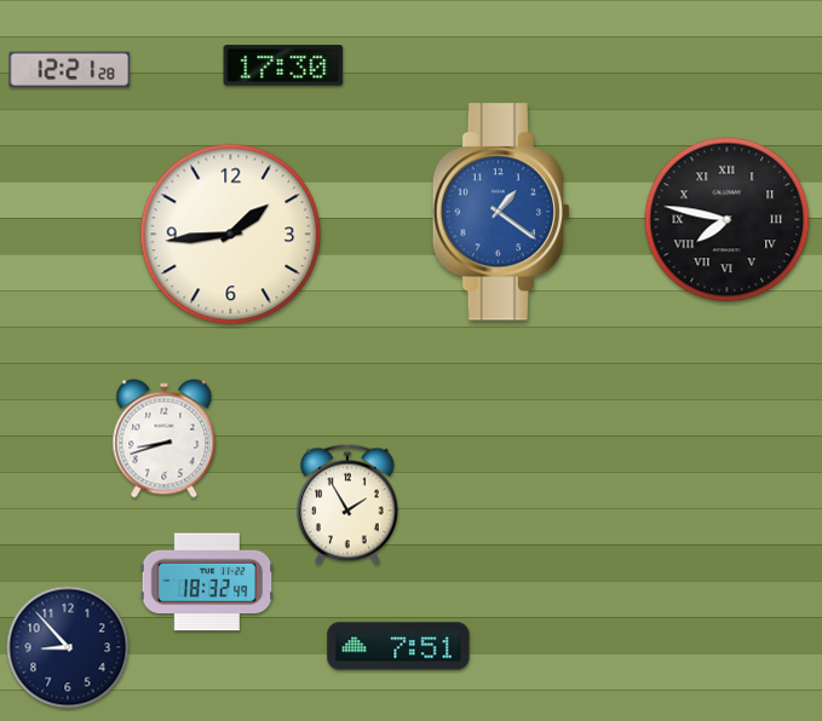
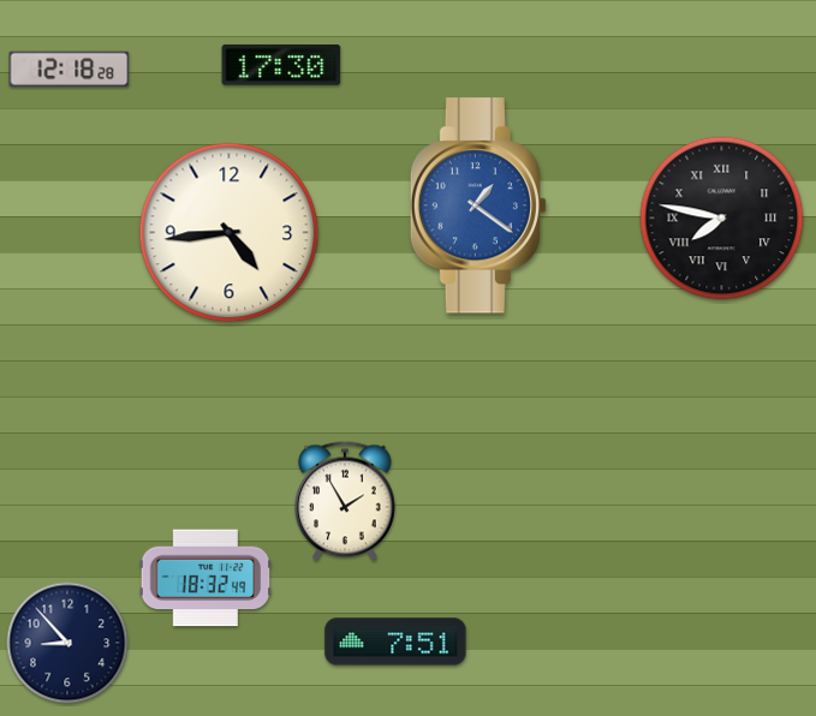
clock at (70, 69): 12:21 -> 12:18
clock at (500, 212) position: (500, 212) -> (477, 205)
clock at (231, 235): 1:44 -> 4:44
clock at (165, 439): 8:42 -> none
